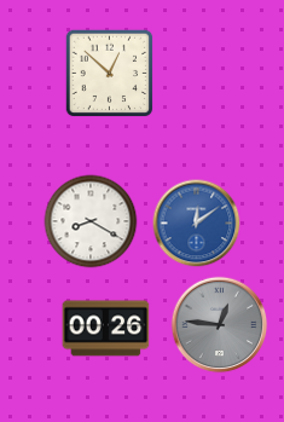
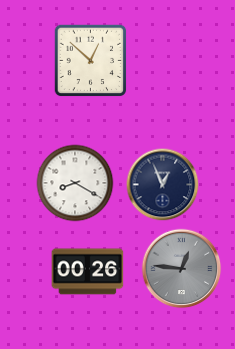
clock at (197, 224): 12:09 -> 12:56
clock at (197, 224) dial: blue -> navy
